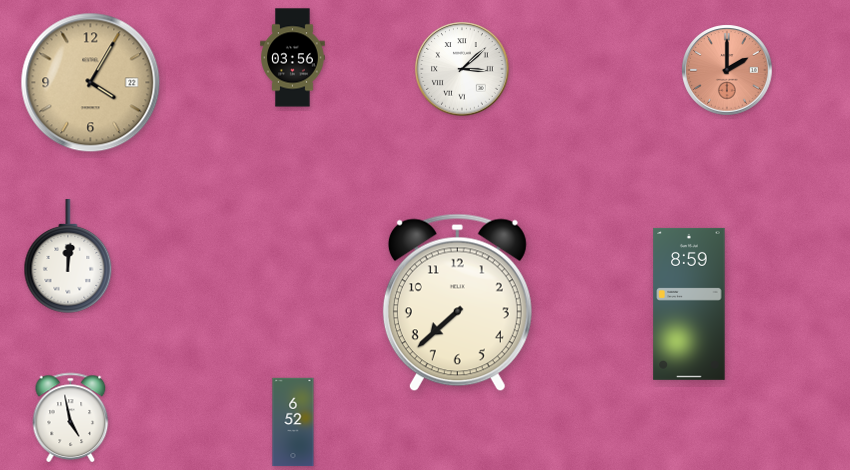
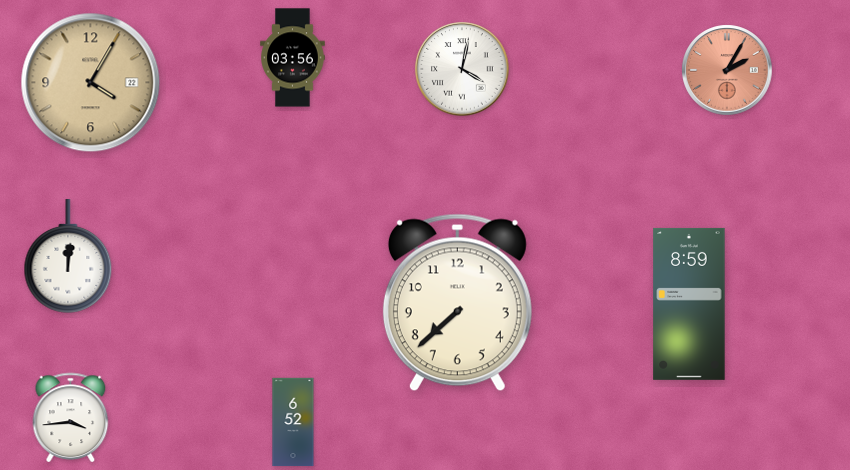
clock at (462, 69): 3:08 -> 4:02
clock at (727, 70): 2:00 -> 2:05
clock at (71, 417): 4:58 -> 3:44
